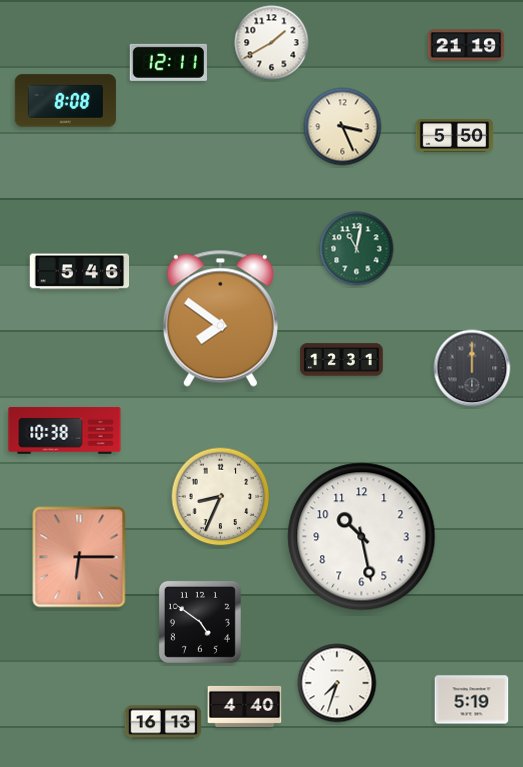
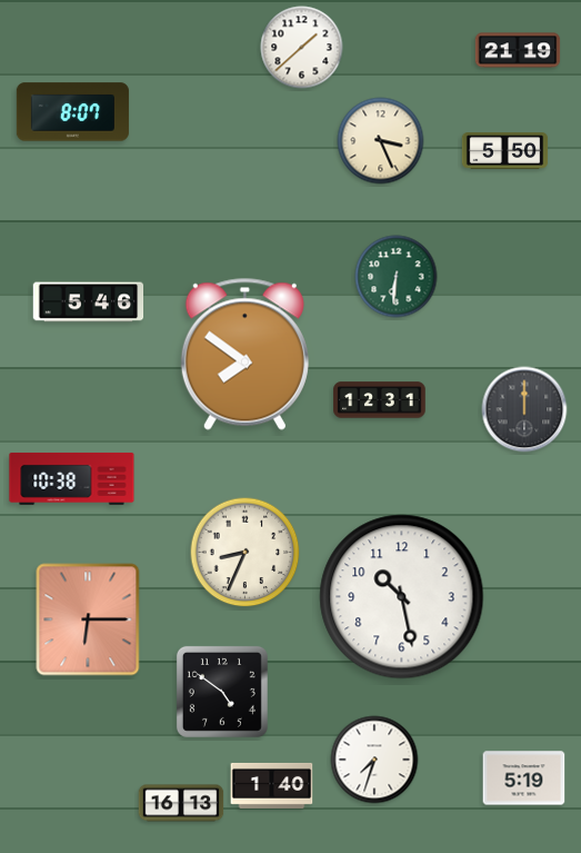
clock at (272, 43): 1:40 -> 1:38
clock at (168, 62): 12:11 -> none
clock at (65, 101): 8:08 -> 8:07
clock at (357, 249): 11:02 -> 6:31
clock at (245, 706): 4:40 -> 1:40
